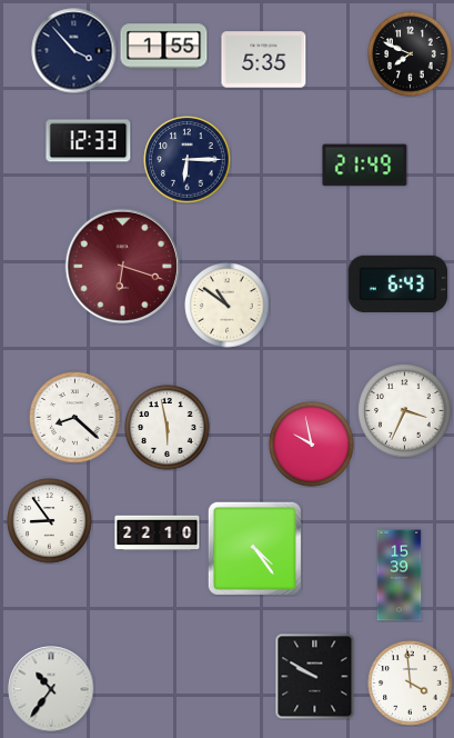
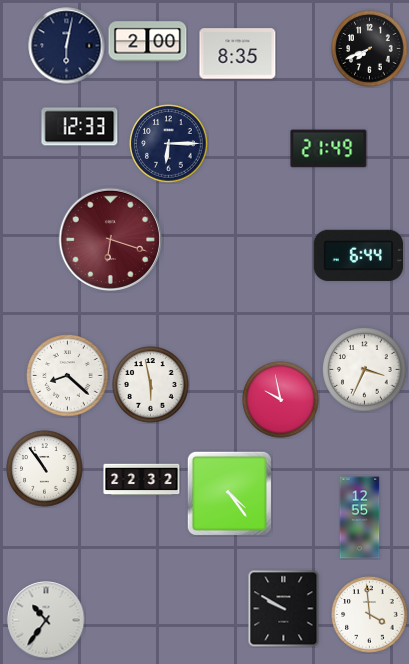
clock at (164, 47): 1:55 -> 2:00
clock at (74, 51): 3:53 -> 6:02
clock at (411, 54): 7:49 -> 7:41
clock at (264, 60): 5:35 -> 8:35
clock at (397, 283): 6:43 -> 6:44
clock at (228, 306): 10:51 -> none
clock at (50, 521): 8:54 -> 10:54
clock at (158, 533): 22:10 -> 22:32
clock at (400, 576): 15:39 -> 12:55
